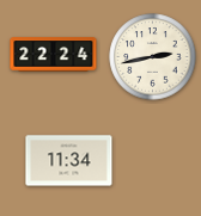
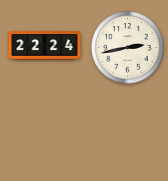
clock at (69, 161): 11:34 -> none
